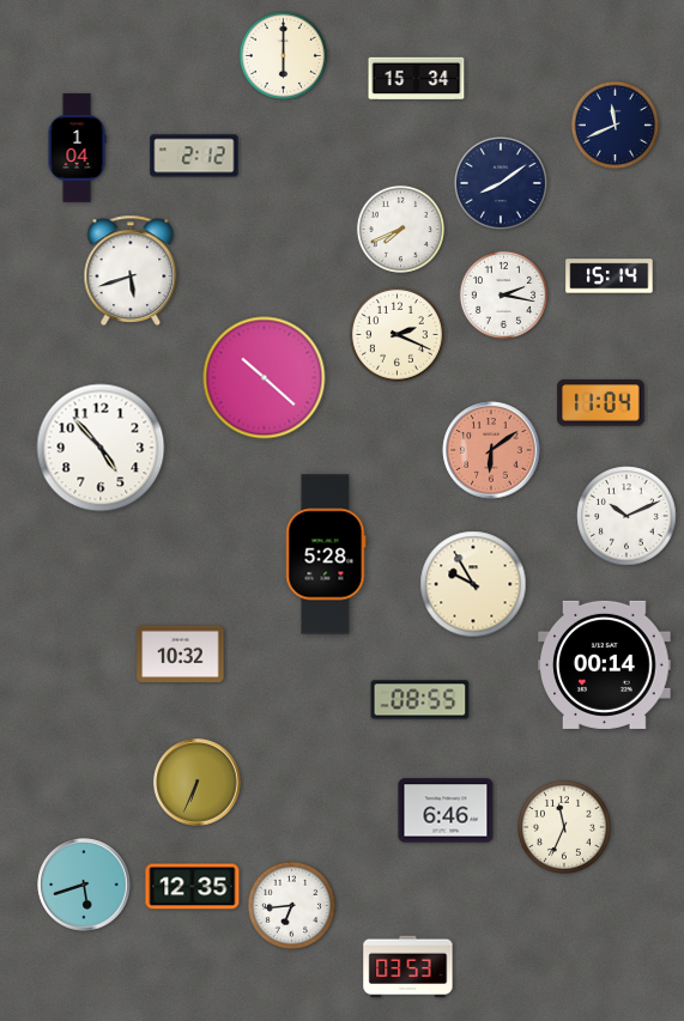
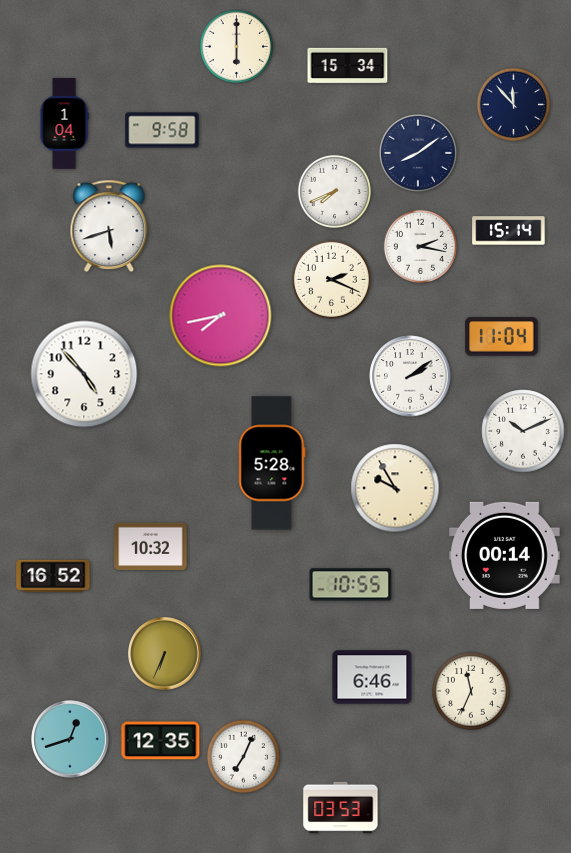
clock at (615, 124): 11:41 -> 11:53
clock at (194, 156): 2:12 -> 9:58
clock at (265, 378): 10:22 -> 7:43
clock at (491, 450): 6:09 -> 2:09
clock at (491, 450) dial: salmon -> white
clock at (53, 576): none -> 16:52
clock at (420, 700): 08:55 -> 10:55
clock at (84, 885): 5:42 -> 12:42
clock at (291, 905): 6:44 -> 7:04
